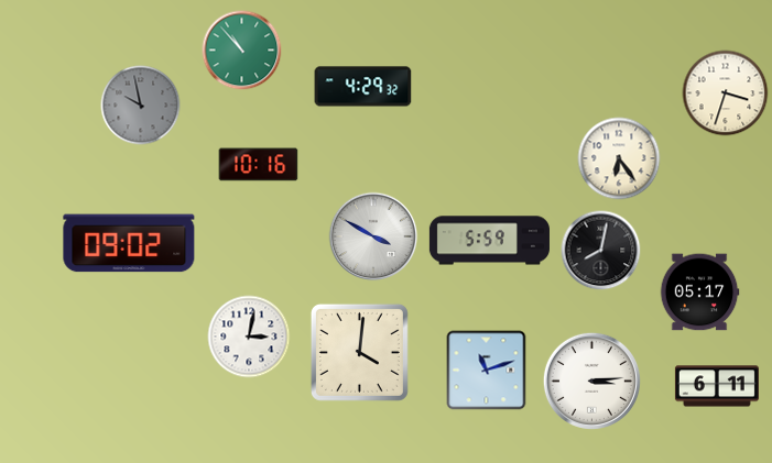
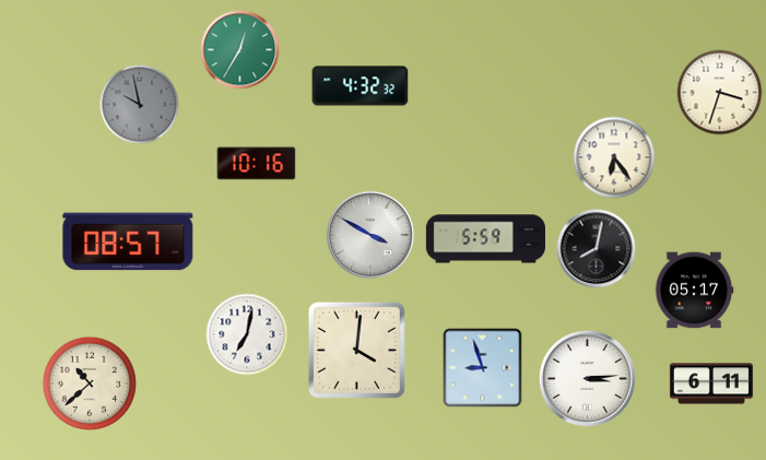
clock at (242, 51): 10:53 -> 12:35
clock at (363, 87): 4:29 -> 4:32
clock at (129, 243): 09:02 -> 08:57
clock at (249, 337): 3:02 -> 7:02
clock at (487, 371): 11:12 -> 8:57
clock at (90, 384): none -> 10:38
